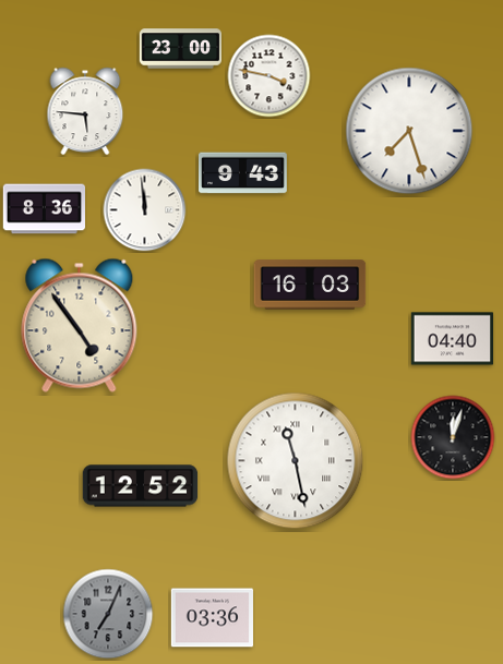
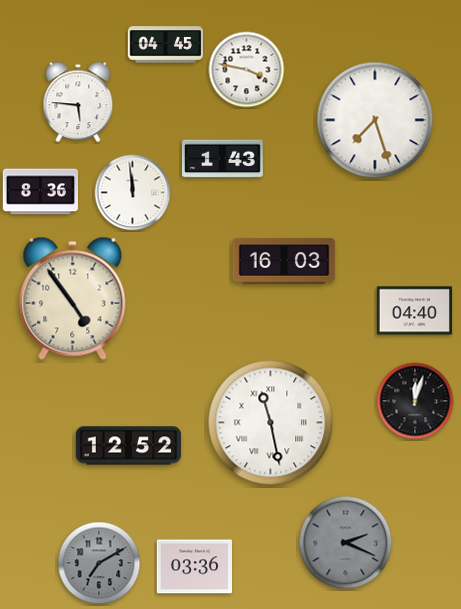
clock at (181, 49): 23:00 -> 04:45
clock at (243, 173): 9:43 -> 1:43
clock at (346, 543): none -> 2:19
clock at (108, 614): 7:04 -> 7:10
